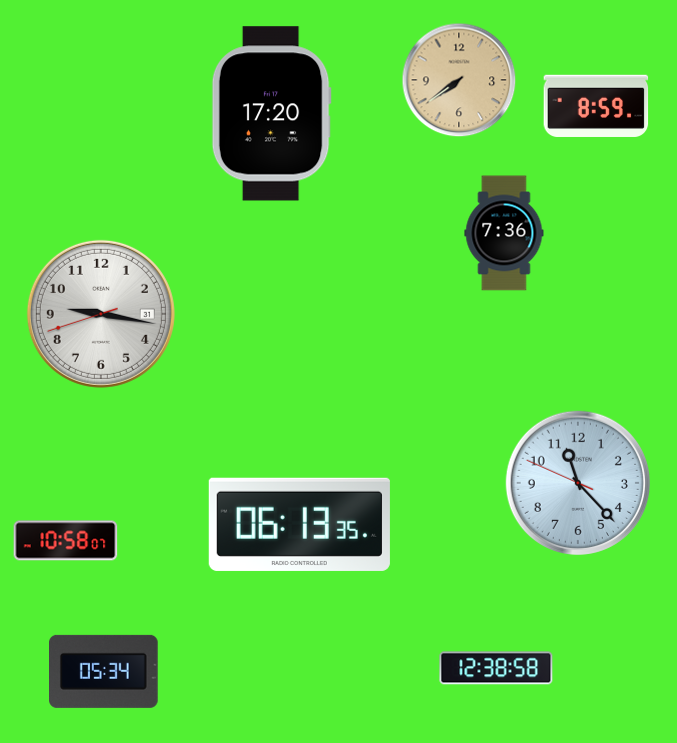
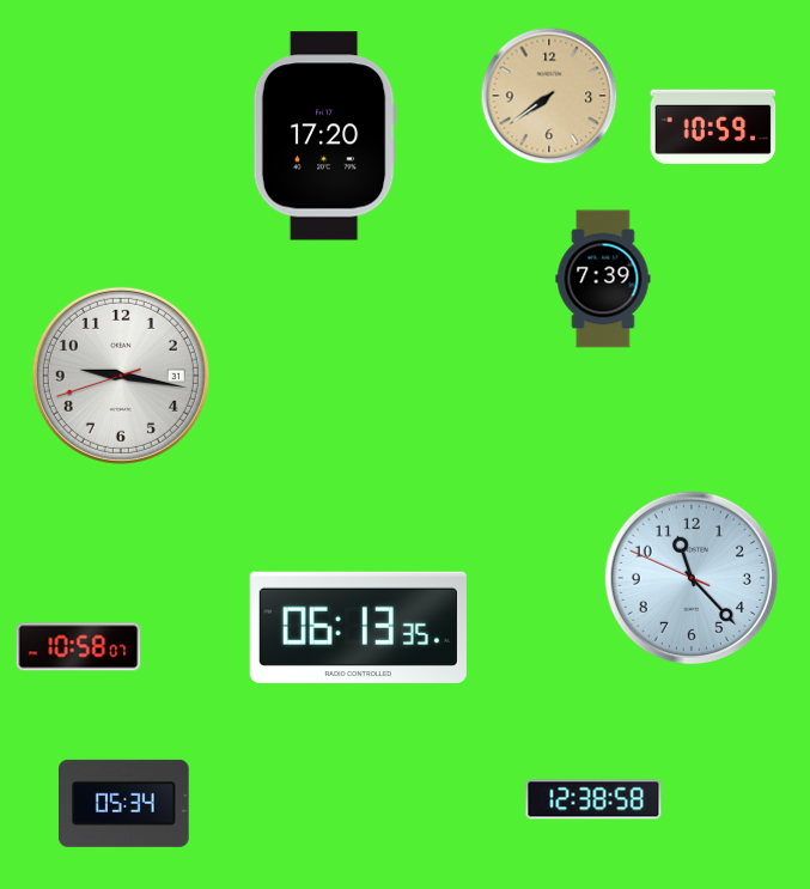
clock at (596, 105): 8:59 -> 10:59
clock at (504, 233): 7:36 -> 7:39
